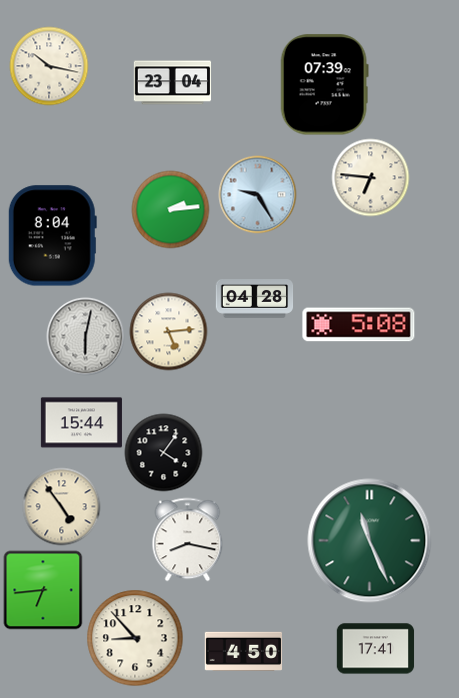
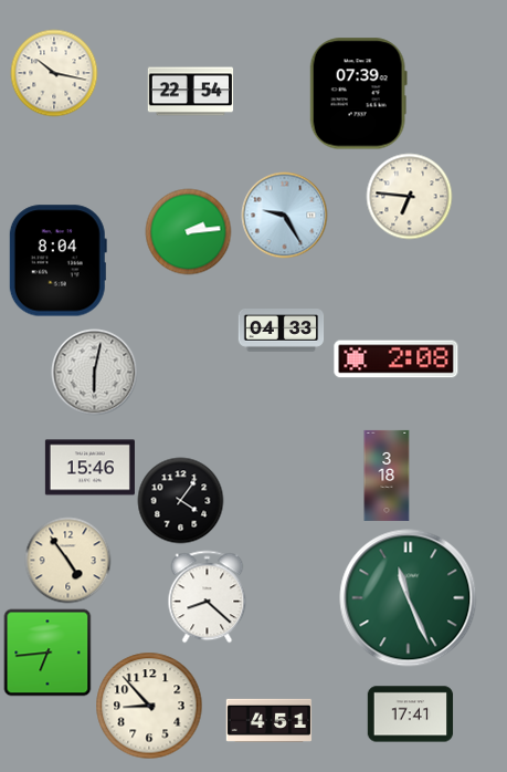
clock at (172, 83): 23:04 -> 22:54
clock at (254, 299): 04:28 -> 04:33
clock at (359, 325): 5:08 -> 2:08
clock at (168, 331): 5:14 -> none
clock at (81, 423): 15:44 -> 15:46
clock at (387, 476): none -> 3:18
clock at (188, 539): 8:17 -> 8:22
clock at (375, 649) position: (375, 649) -> (410, 714)
clock at (243, 651): 4:50 -> 4:51
